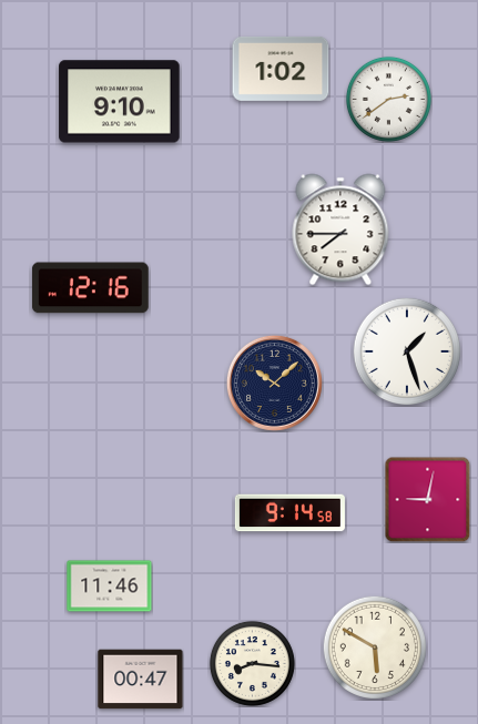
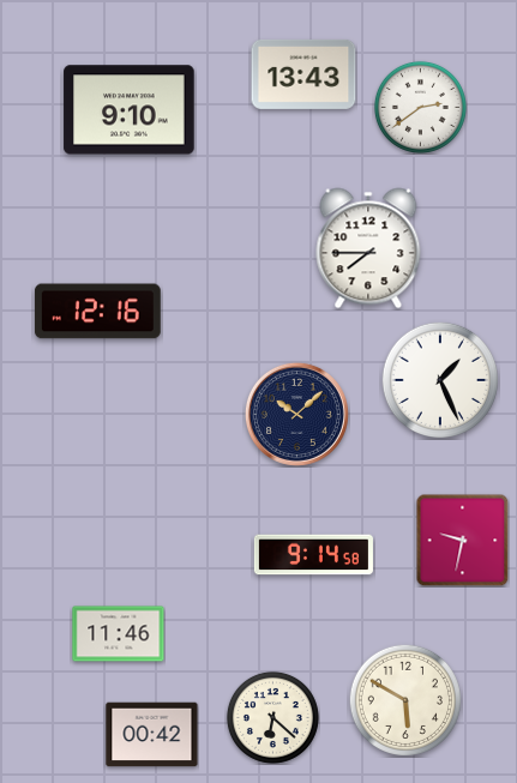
clock at (281, 69): 1:02 -> 13:43
clock at (406, 350): 1:27 -> 1:26
clock at (427, 499): 9:02 -> 9:32
clock at (252, 663): 8:16 -> 6:22
clock at (141, 680): 00:47 -> 00:42
